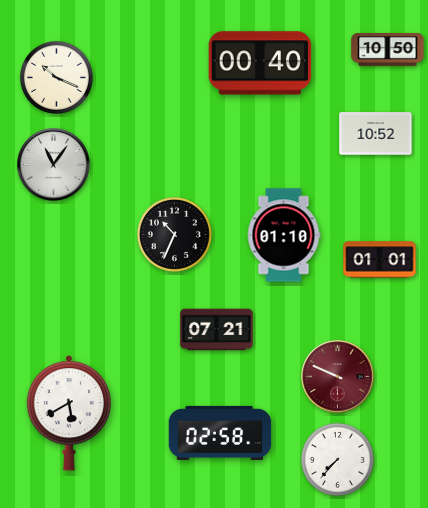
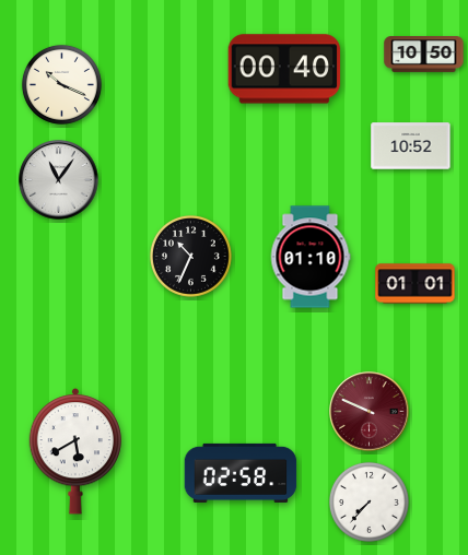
clock at (217, 330): 07:21 -> none
